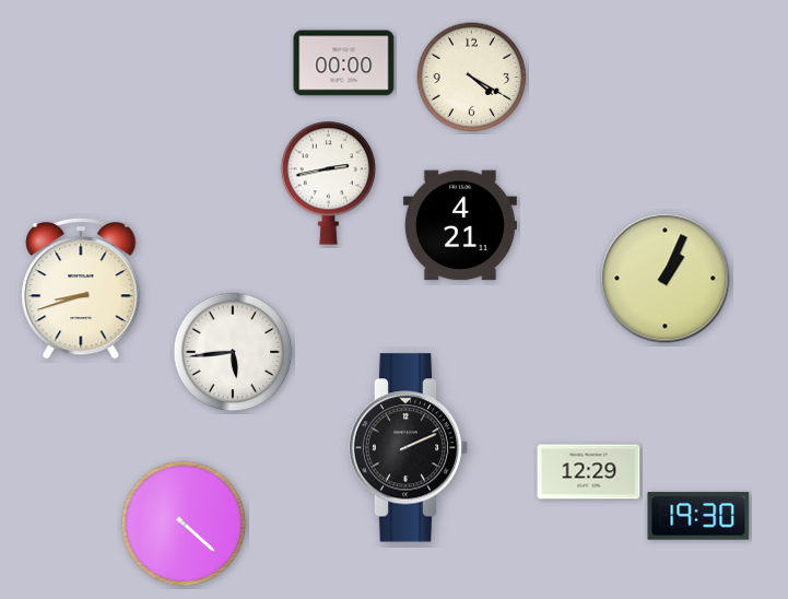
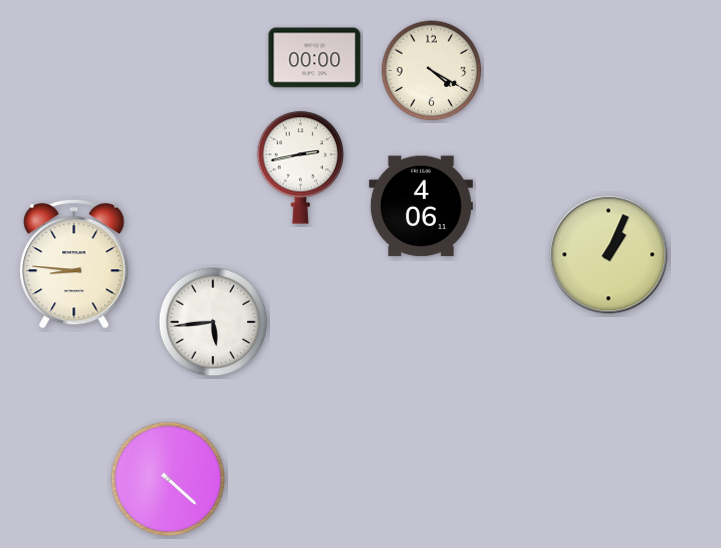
clock at (460, 225): 4:21 -> 4:06
clock at (81, 289): 8:42 -> 8:46
clock at (409, 448): 2:11 -> none
clock at (589, 472): 12:29 -> none
clock at (698, 516): 19:30 -> none
